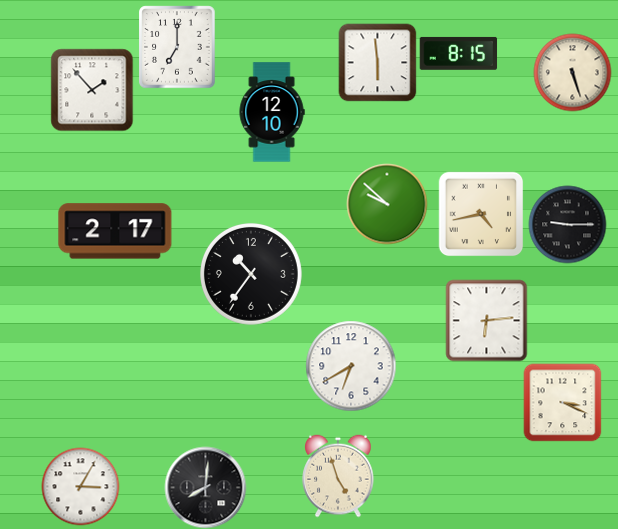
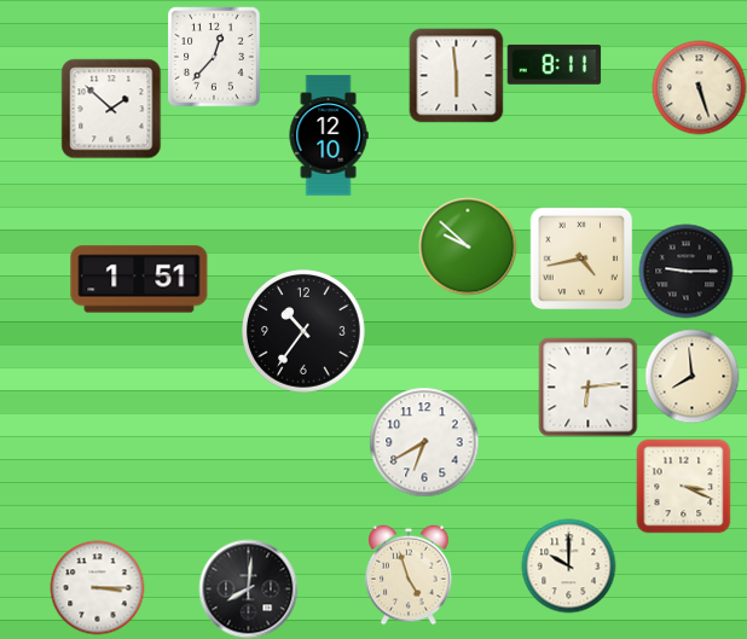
clock at (177, 47): 7:00 -> 12:37
clock at (458, 53): 8:15 -> 8:11
clock at (572, 72) position: (572, 72) -> (699, 87)
clock at (92, 90): 1:53 -> 1:52
clock at (115, 231): 2:17 -> 1:51
clock at (691, 376): none -> 7:59
clock at (562, 402) position: (562, 402) -> (683, 486)
clock at (568, 565): none -> 10:00
clock at (80, 486): 3:05 -> 3:15
